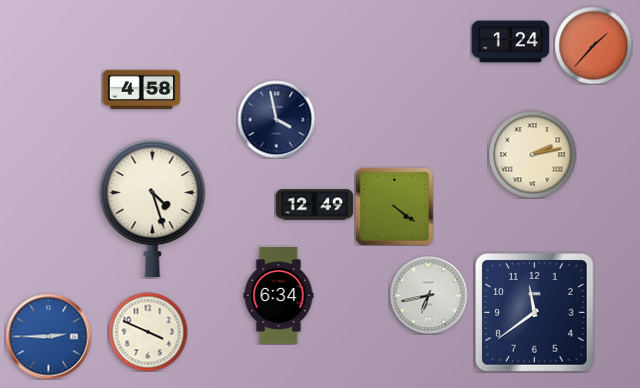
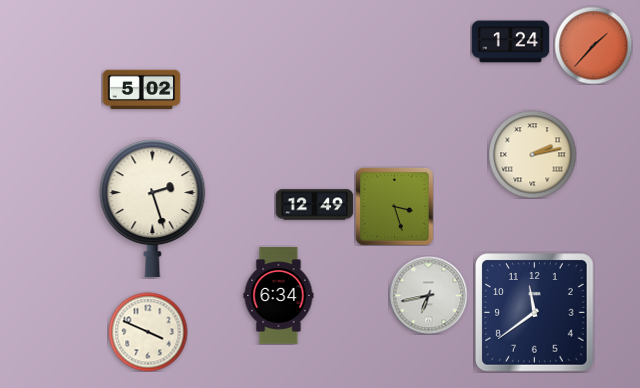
clock at (141, 90): 4:58 -> 5:02
clock at (276, 119): 3:58 -> none
clock at (394, 206): 4:21 -> 3:27
clock at (153, 209): 4:27 -> 2:27
clock at (48, 336): 2:45 -> none
